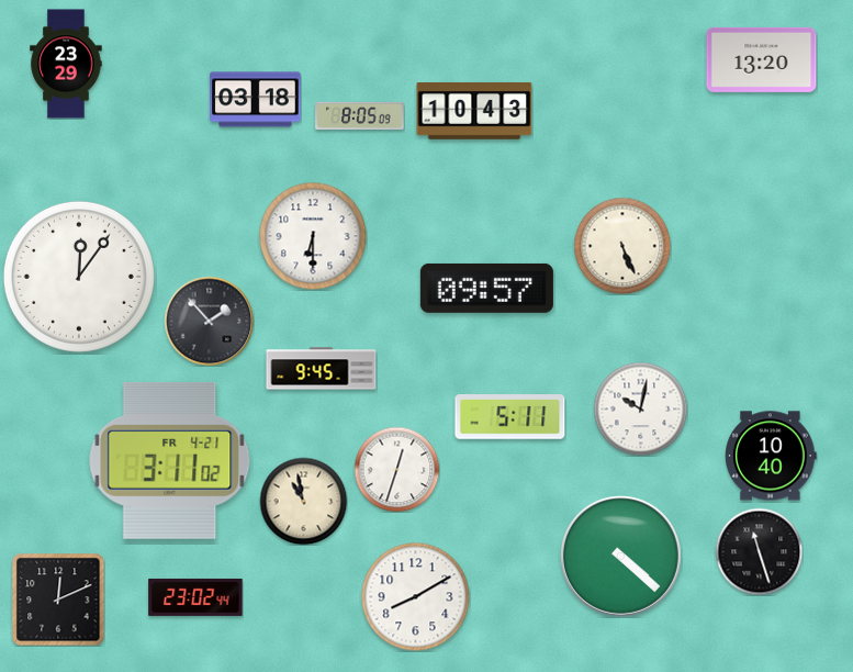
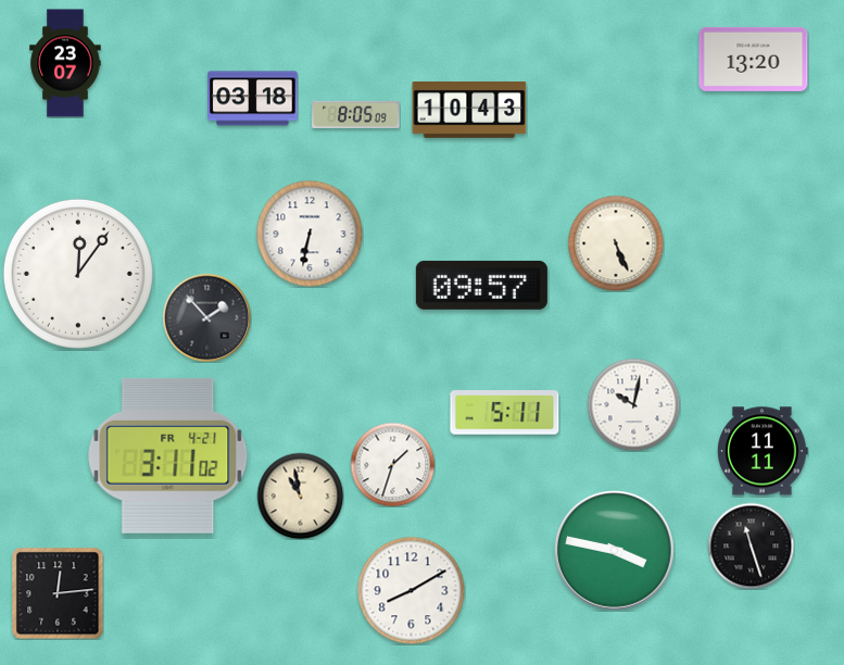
clock at (66, 64): 23:29 -> 23:07
clock at (313, 236): 6:30 -> 6:32
clock at (322, 369): 9:45 -> none
clock at (772, 456): 10:40 -> 11:11
clock at (396, 469): 12:33 -> 1:33
clock at (620, 556): 4:22 -> 3:47
clock at (195, 597): 23:02 -> none
clock at (58, 600): 12:11 -> 12:14
